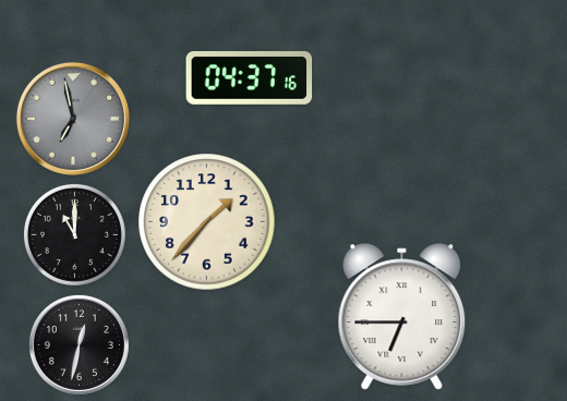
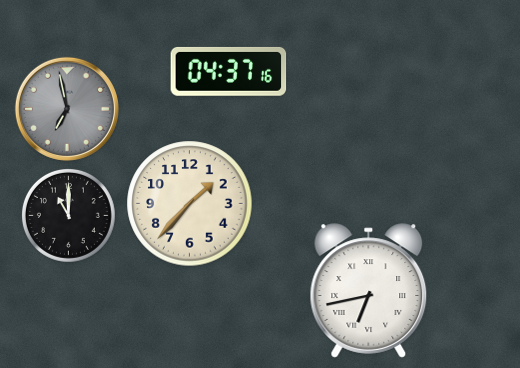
clock at (402, 317): 6:45 -> 6:43
clock at (79, 344): 12:32 -> none
